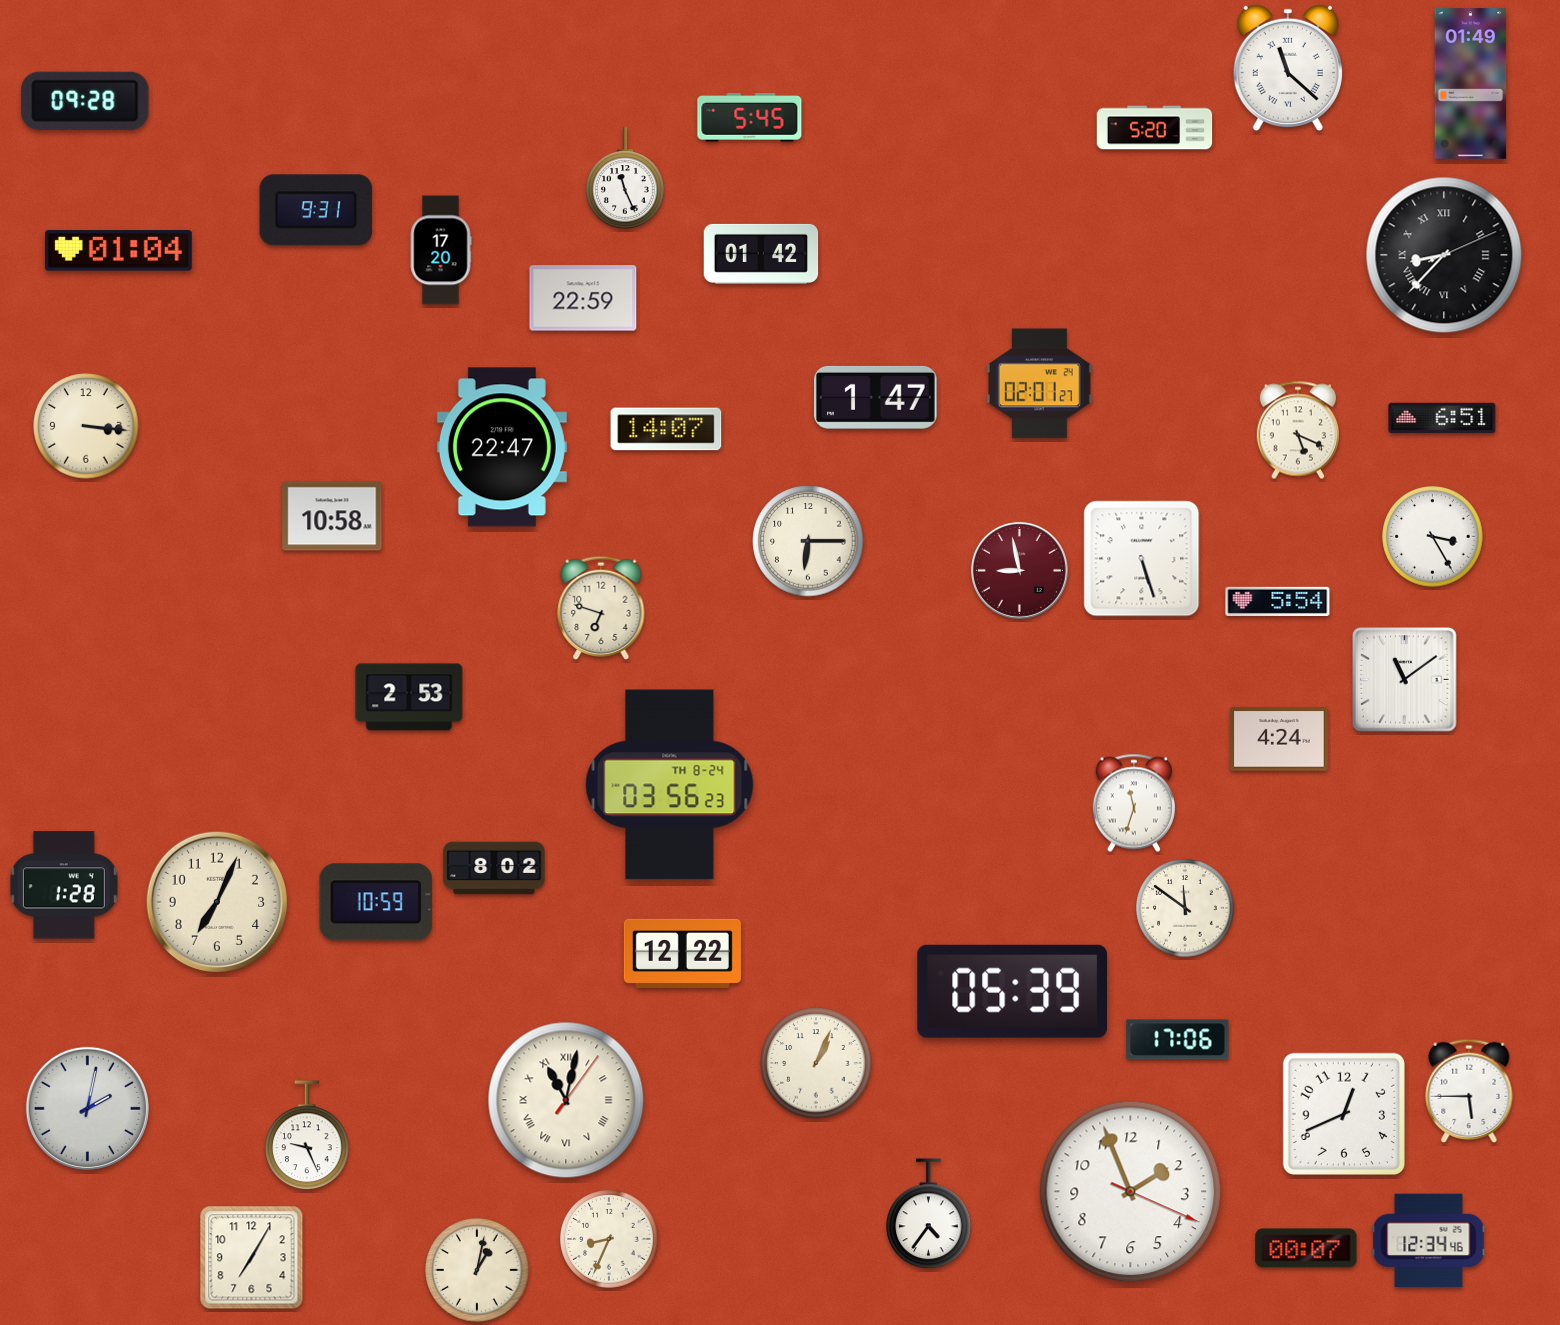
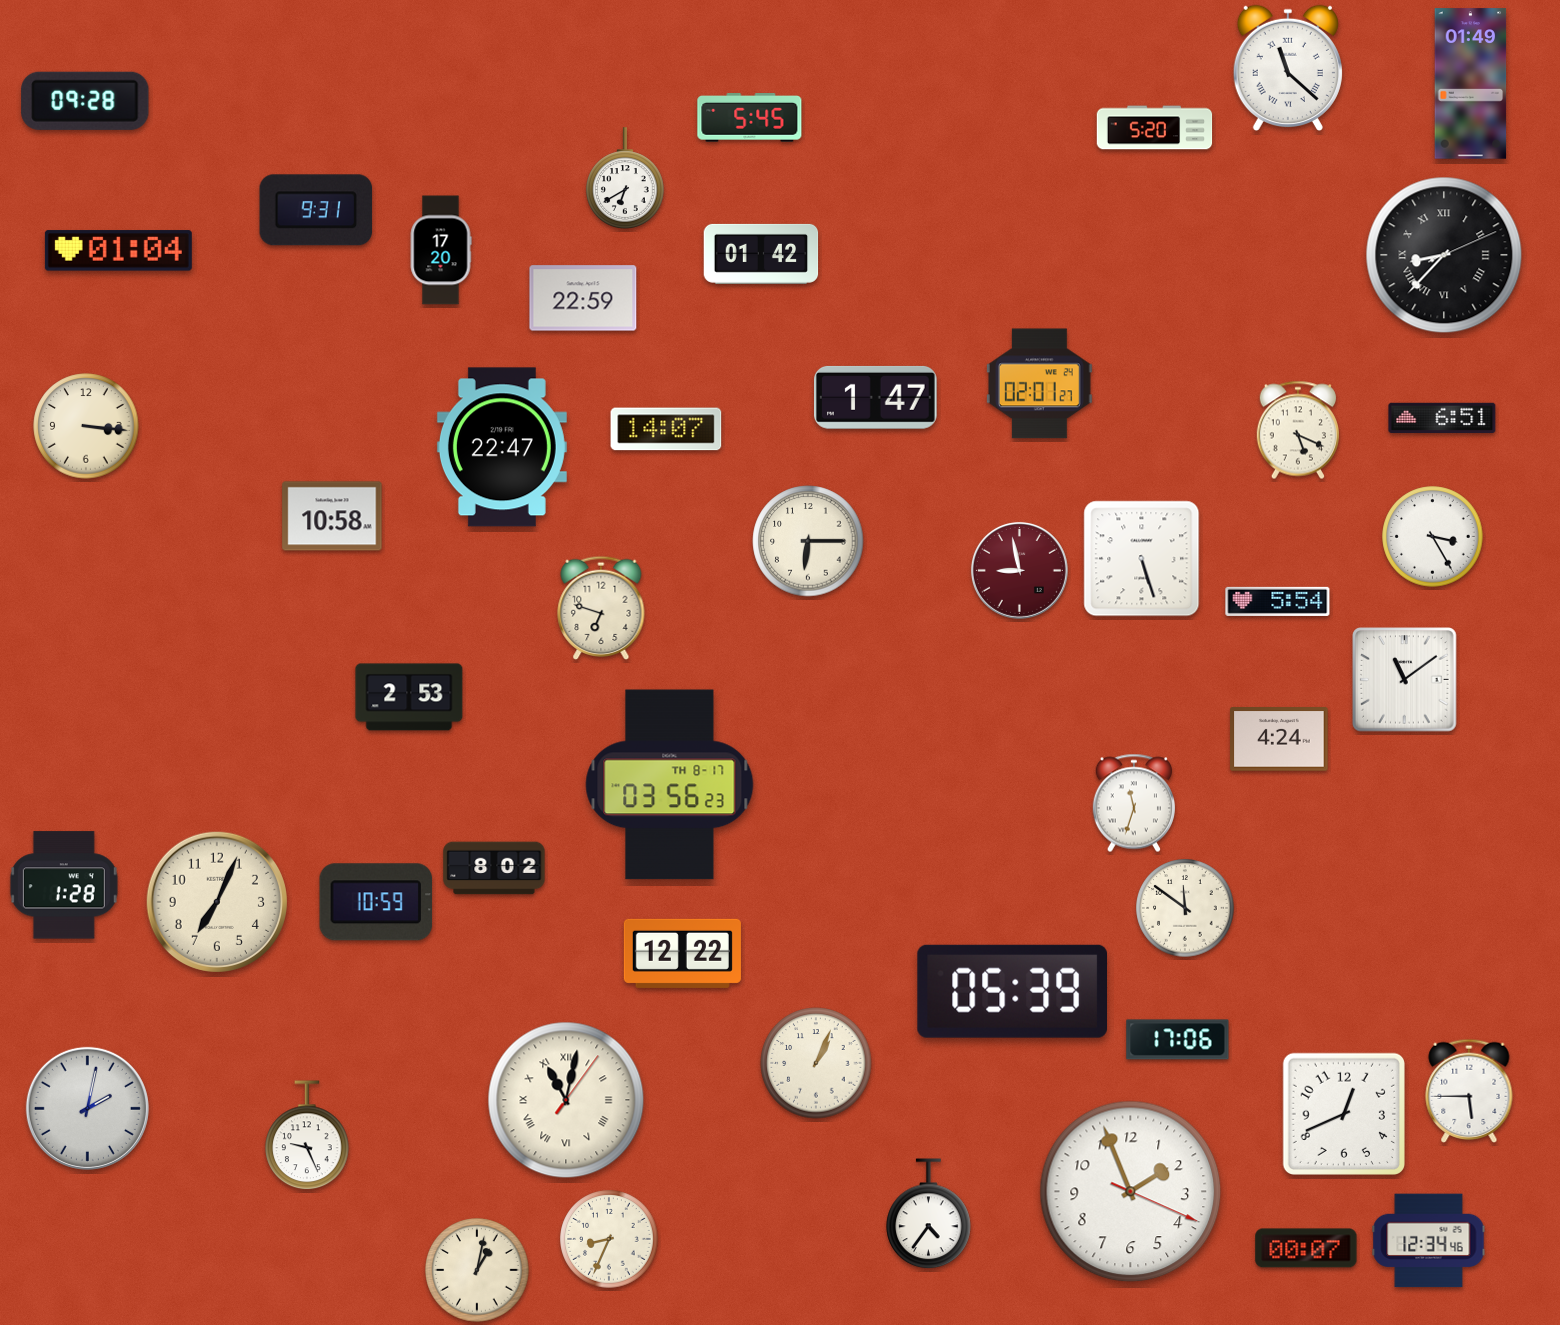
clock at (625, 178): 11:26 -> 6:40
clock at (670, 785) date: TH 8-24 -> TH 8-17
clock at (252, 1258): 7:05 -> none
